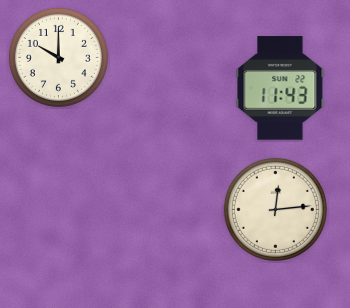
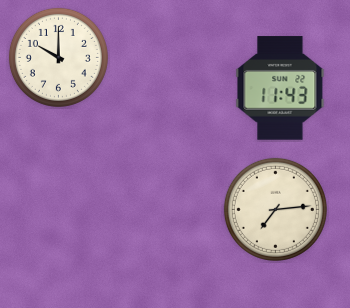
clock at (275, 209): 12:14 -> 7:14
